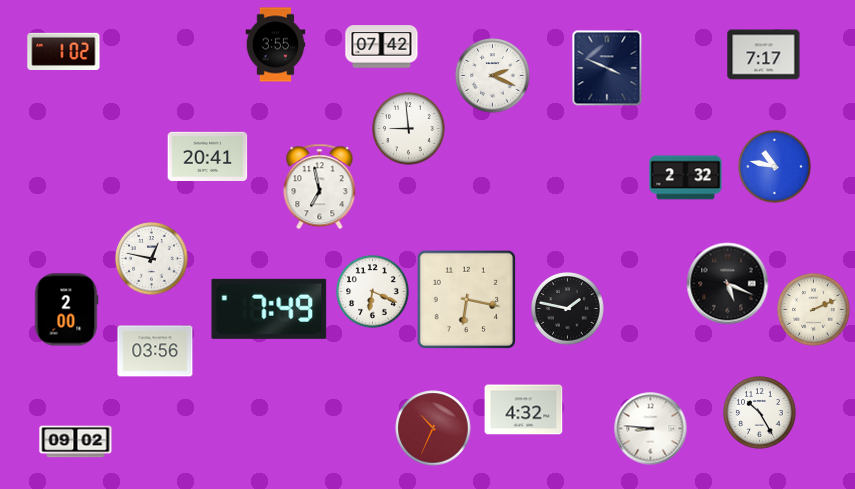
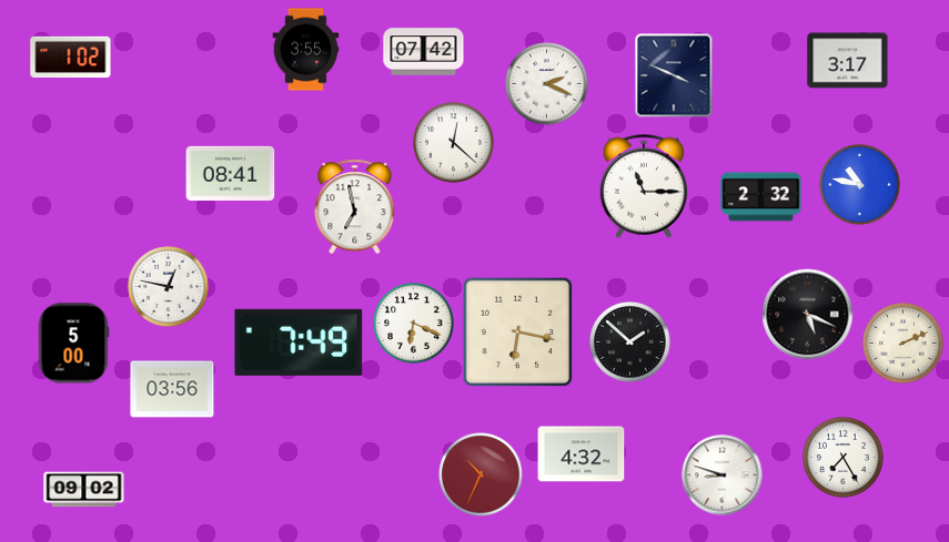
clock at (764, 55): 7:17 -> 3:17
clock at (409, 129): 8:59 -> 12:22
clock at (208, 156): 20:41 -> 08:41
clock at (644, 186): none -> 11:15
clock at (568, 309): 1:47 -> 1:52
clock at (66, 310): 2:00 -> 5:00
clock at (760, 413): 10:25 -> 7:25
clock at (651, 429): 8:46 -> 8:48
